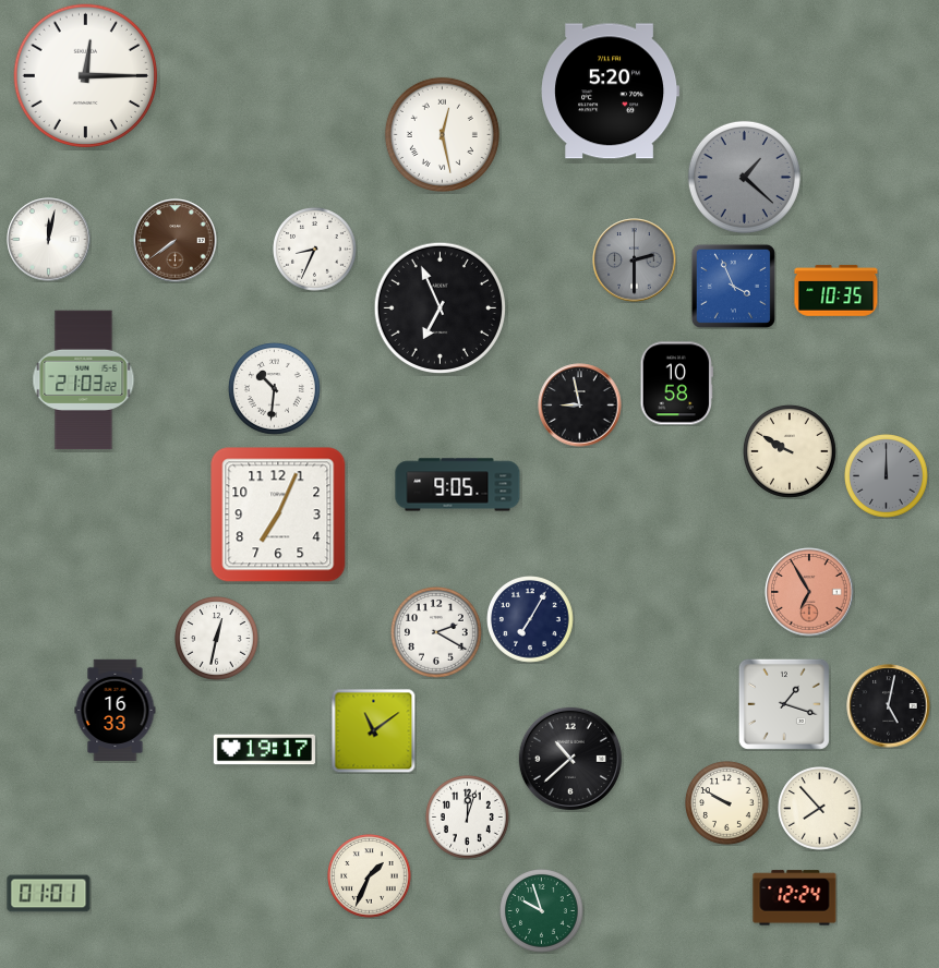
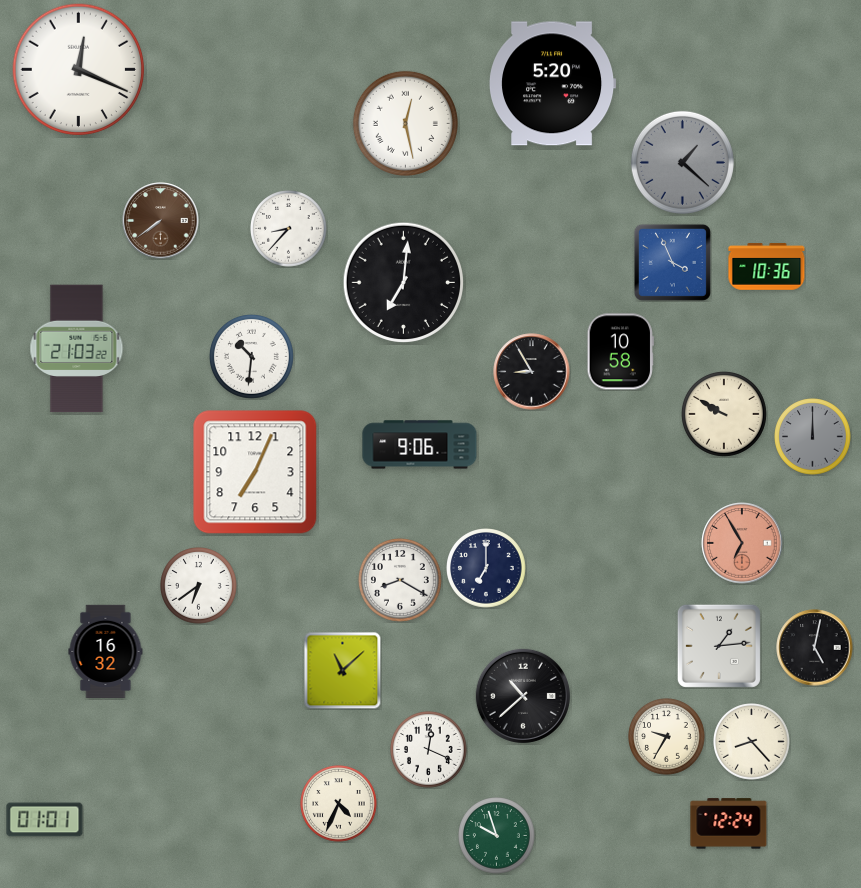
clock at (86, 76): 12:15 -> 12:19
clock at (611, 92) position: (611, 92) -> (553, 84)
clock at (49, 240): 12:02 -> none
clock at (315, 250): 8:34 -> 8:37
clock at (635, 261): 2:30 -> none
clock at (836, 291): 10:35 -> 10:36
clock at (440, 307): 6:56 -> 7:01
clock at (580, 406): 8:58 -> 8:55
clock at (458, 485): 9:05 -> 9:06
clock at (531, 620): 7:05 -> 7:00
clock at (436, 632): 2:20 -> 8:20
clock at (217, 639): 12:32 -> 6:39
clock at (784, 704): 1:18 -> 1:14
clock at (116, 710): 16:33 -> 16:32
clock at (373, 730): 11:09 -> 11:08
clock at (264, 750): 19:17 -> none
clock at (727, 803): 9:50 -> 9:35
clock at (820, 809): 7:53 -> 8:23
clock at (468, 818): 12:03 -> 12:19
clock at (370, 876): 1:34 -> 4:34
